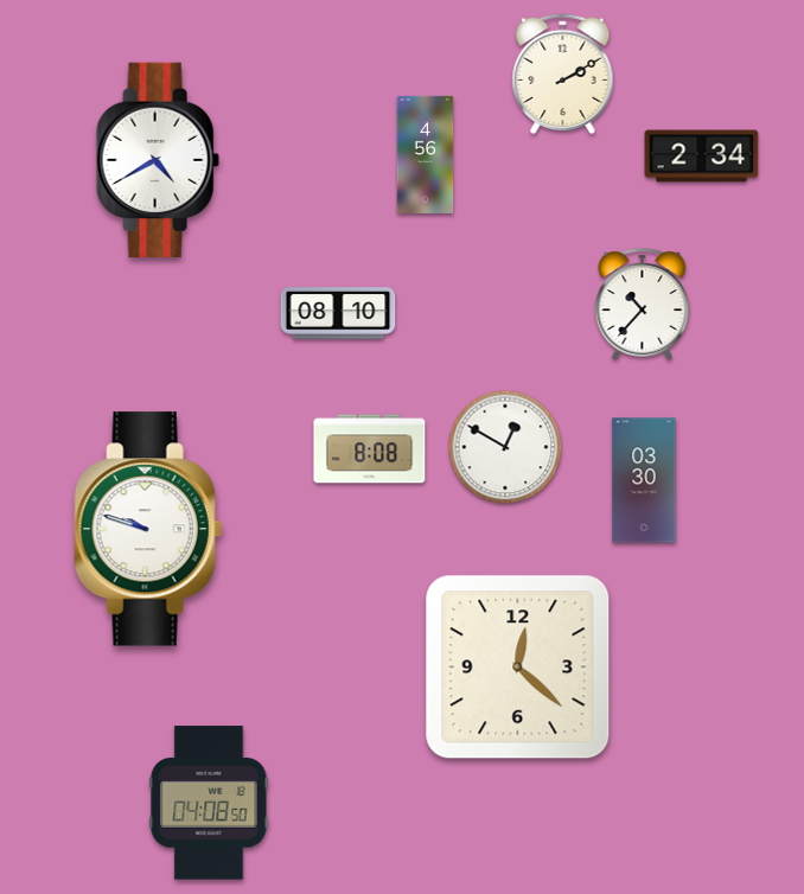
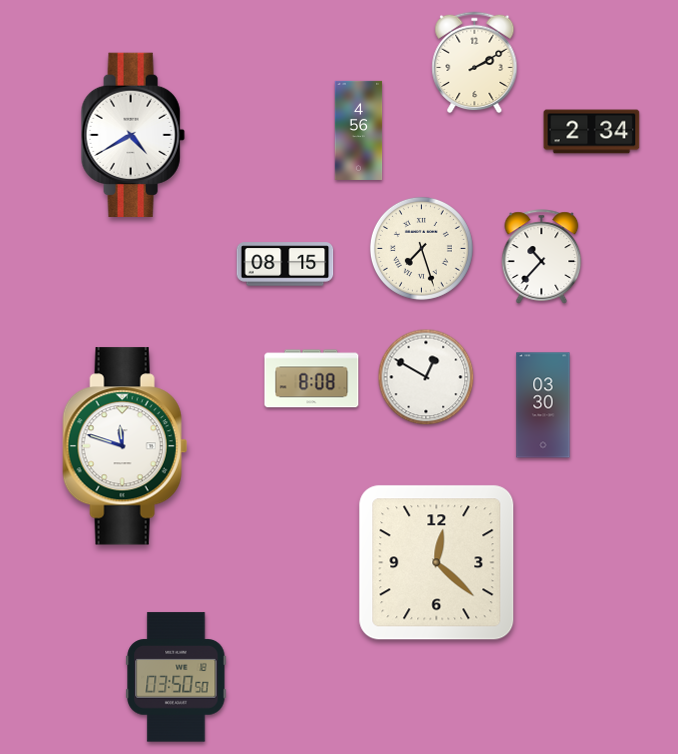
clock at (421, 248): none -> 7:27
clock at (338, 313): 08:10 -> 08:15
clock at (148, 529): 9:48 -> 11:48
clock at (209, 803): 04:08 -> 03:50
